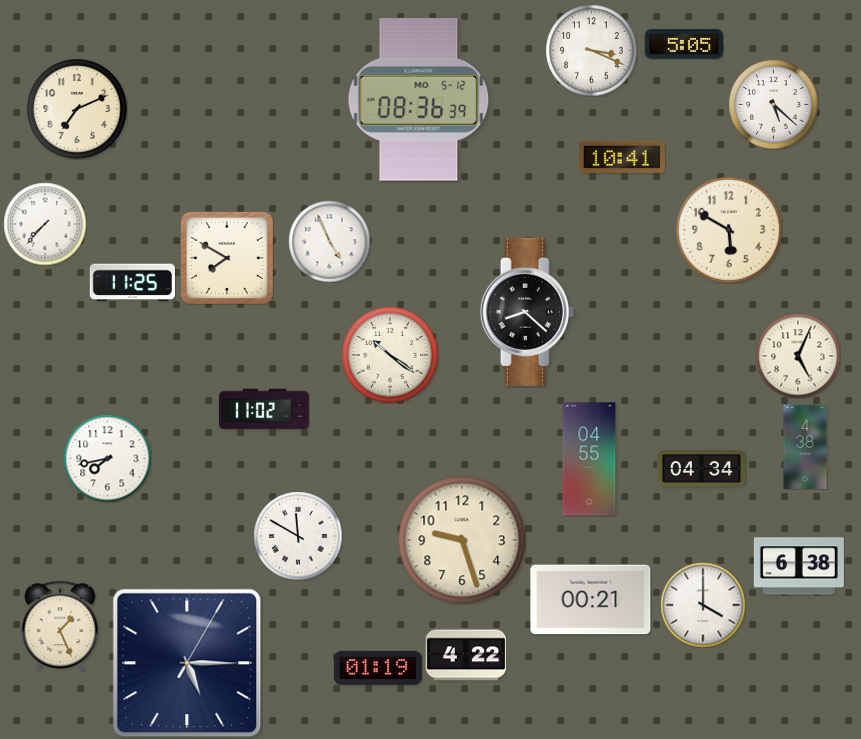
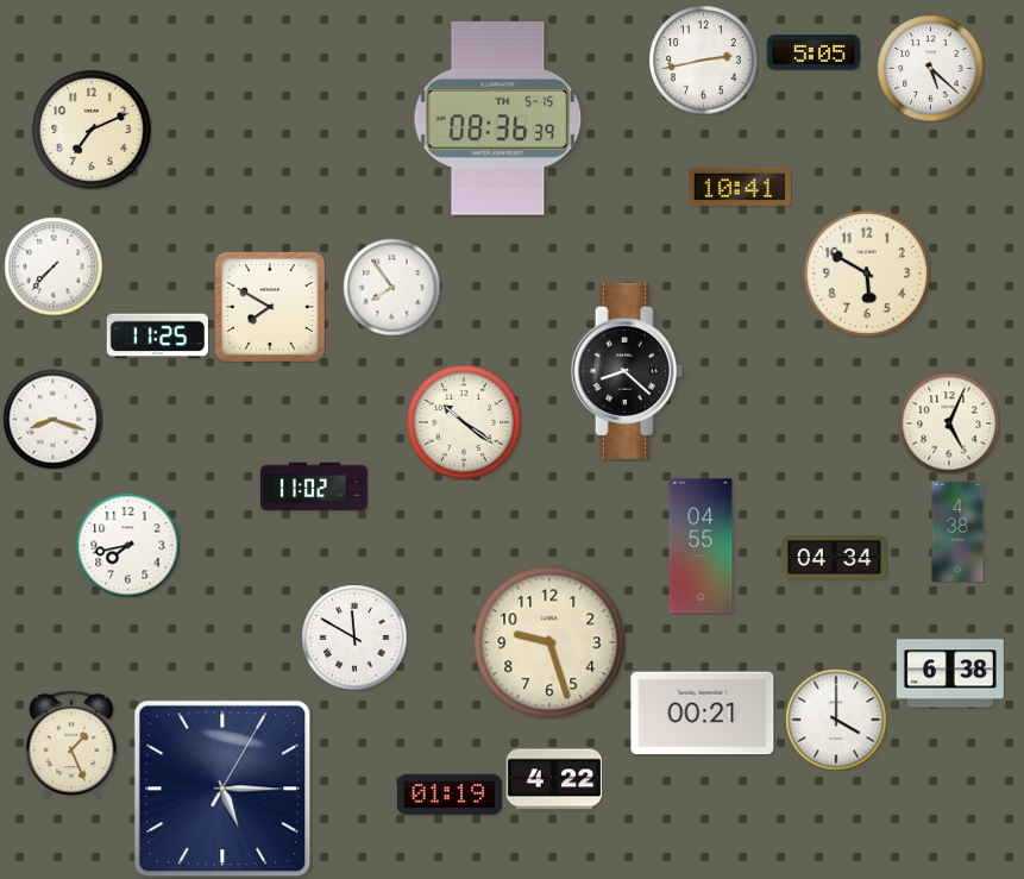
clock at (591, 50): 3:19 -> 2:43
clock at (419, 100) date: MO 5-12 -> TH 5-15
clock at (773, 104) position: (773, 104) -> (930, 68)
clock at (329, 241): 4:56 -> 7:54
clock at (52, 419): none -> 8:18
